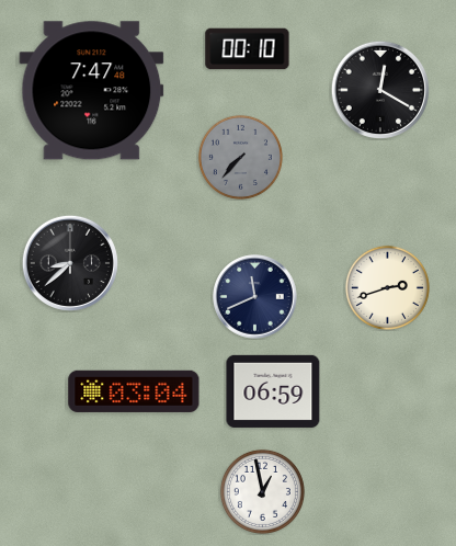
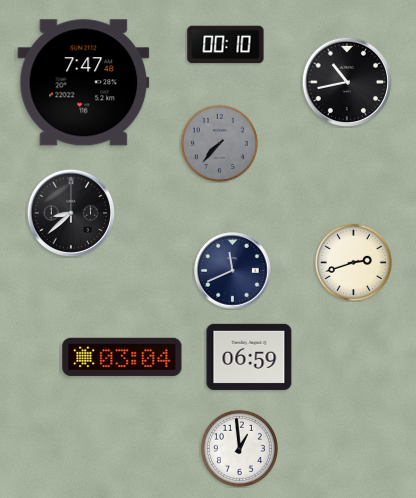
clock at (379, 89): 12:20 -> 10:43
clock at (70, 263) position: (70, 263) -> (71, 213)
clock at (262, 491): 12:58 -> 12:59
